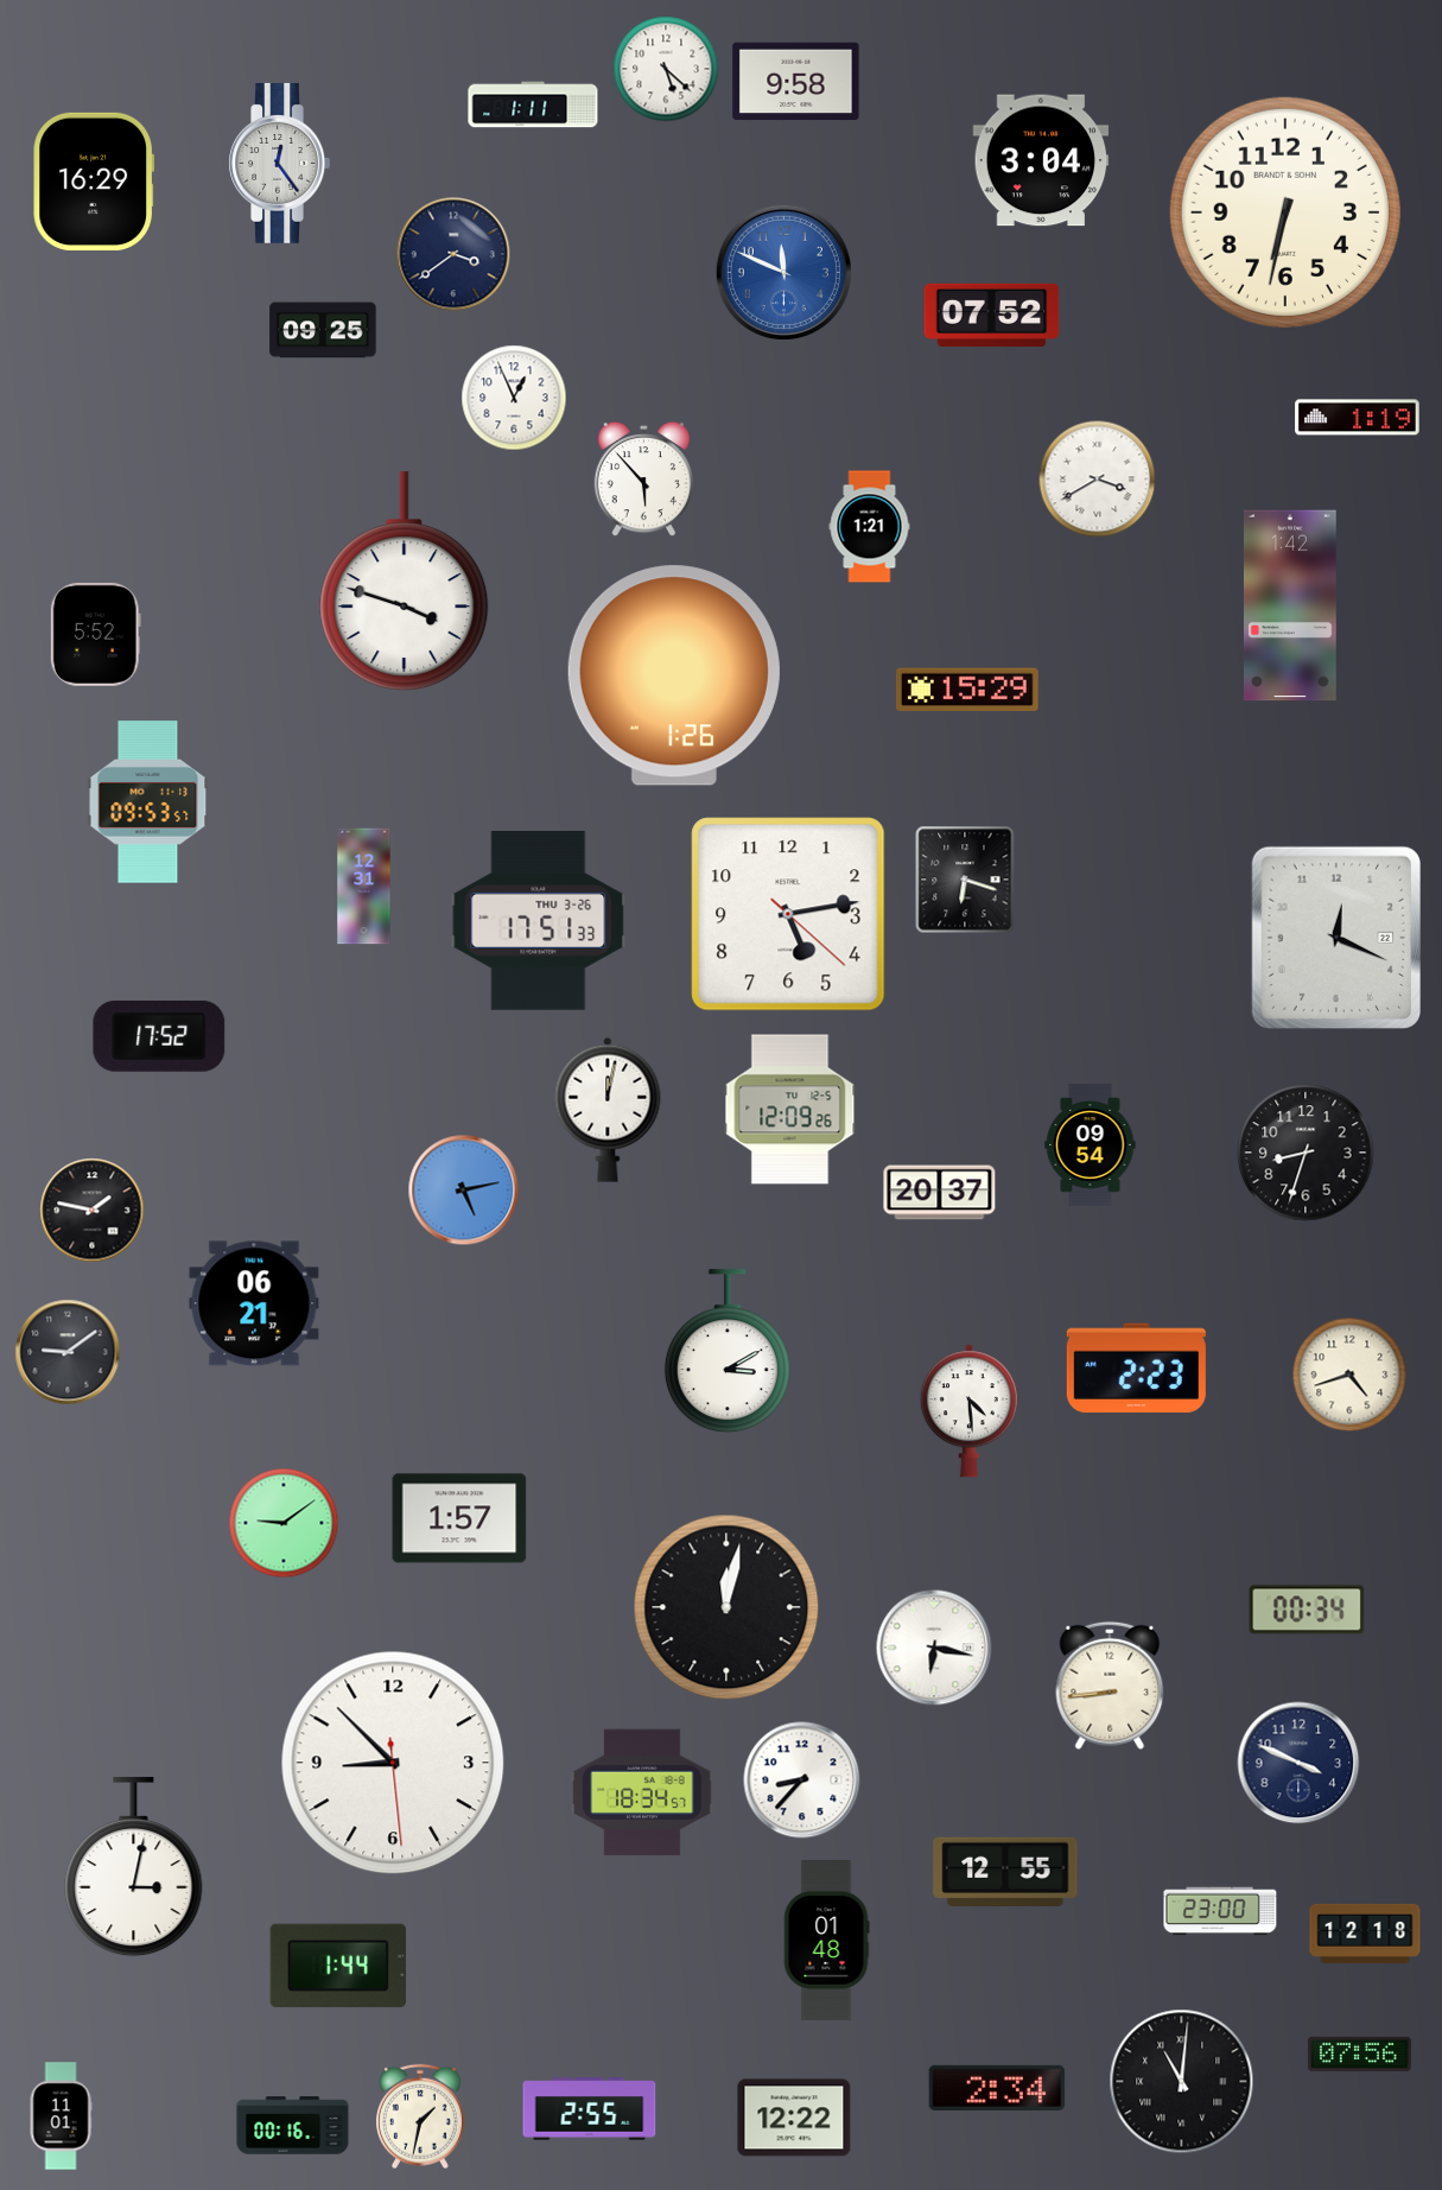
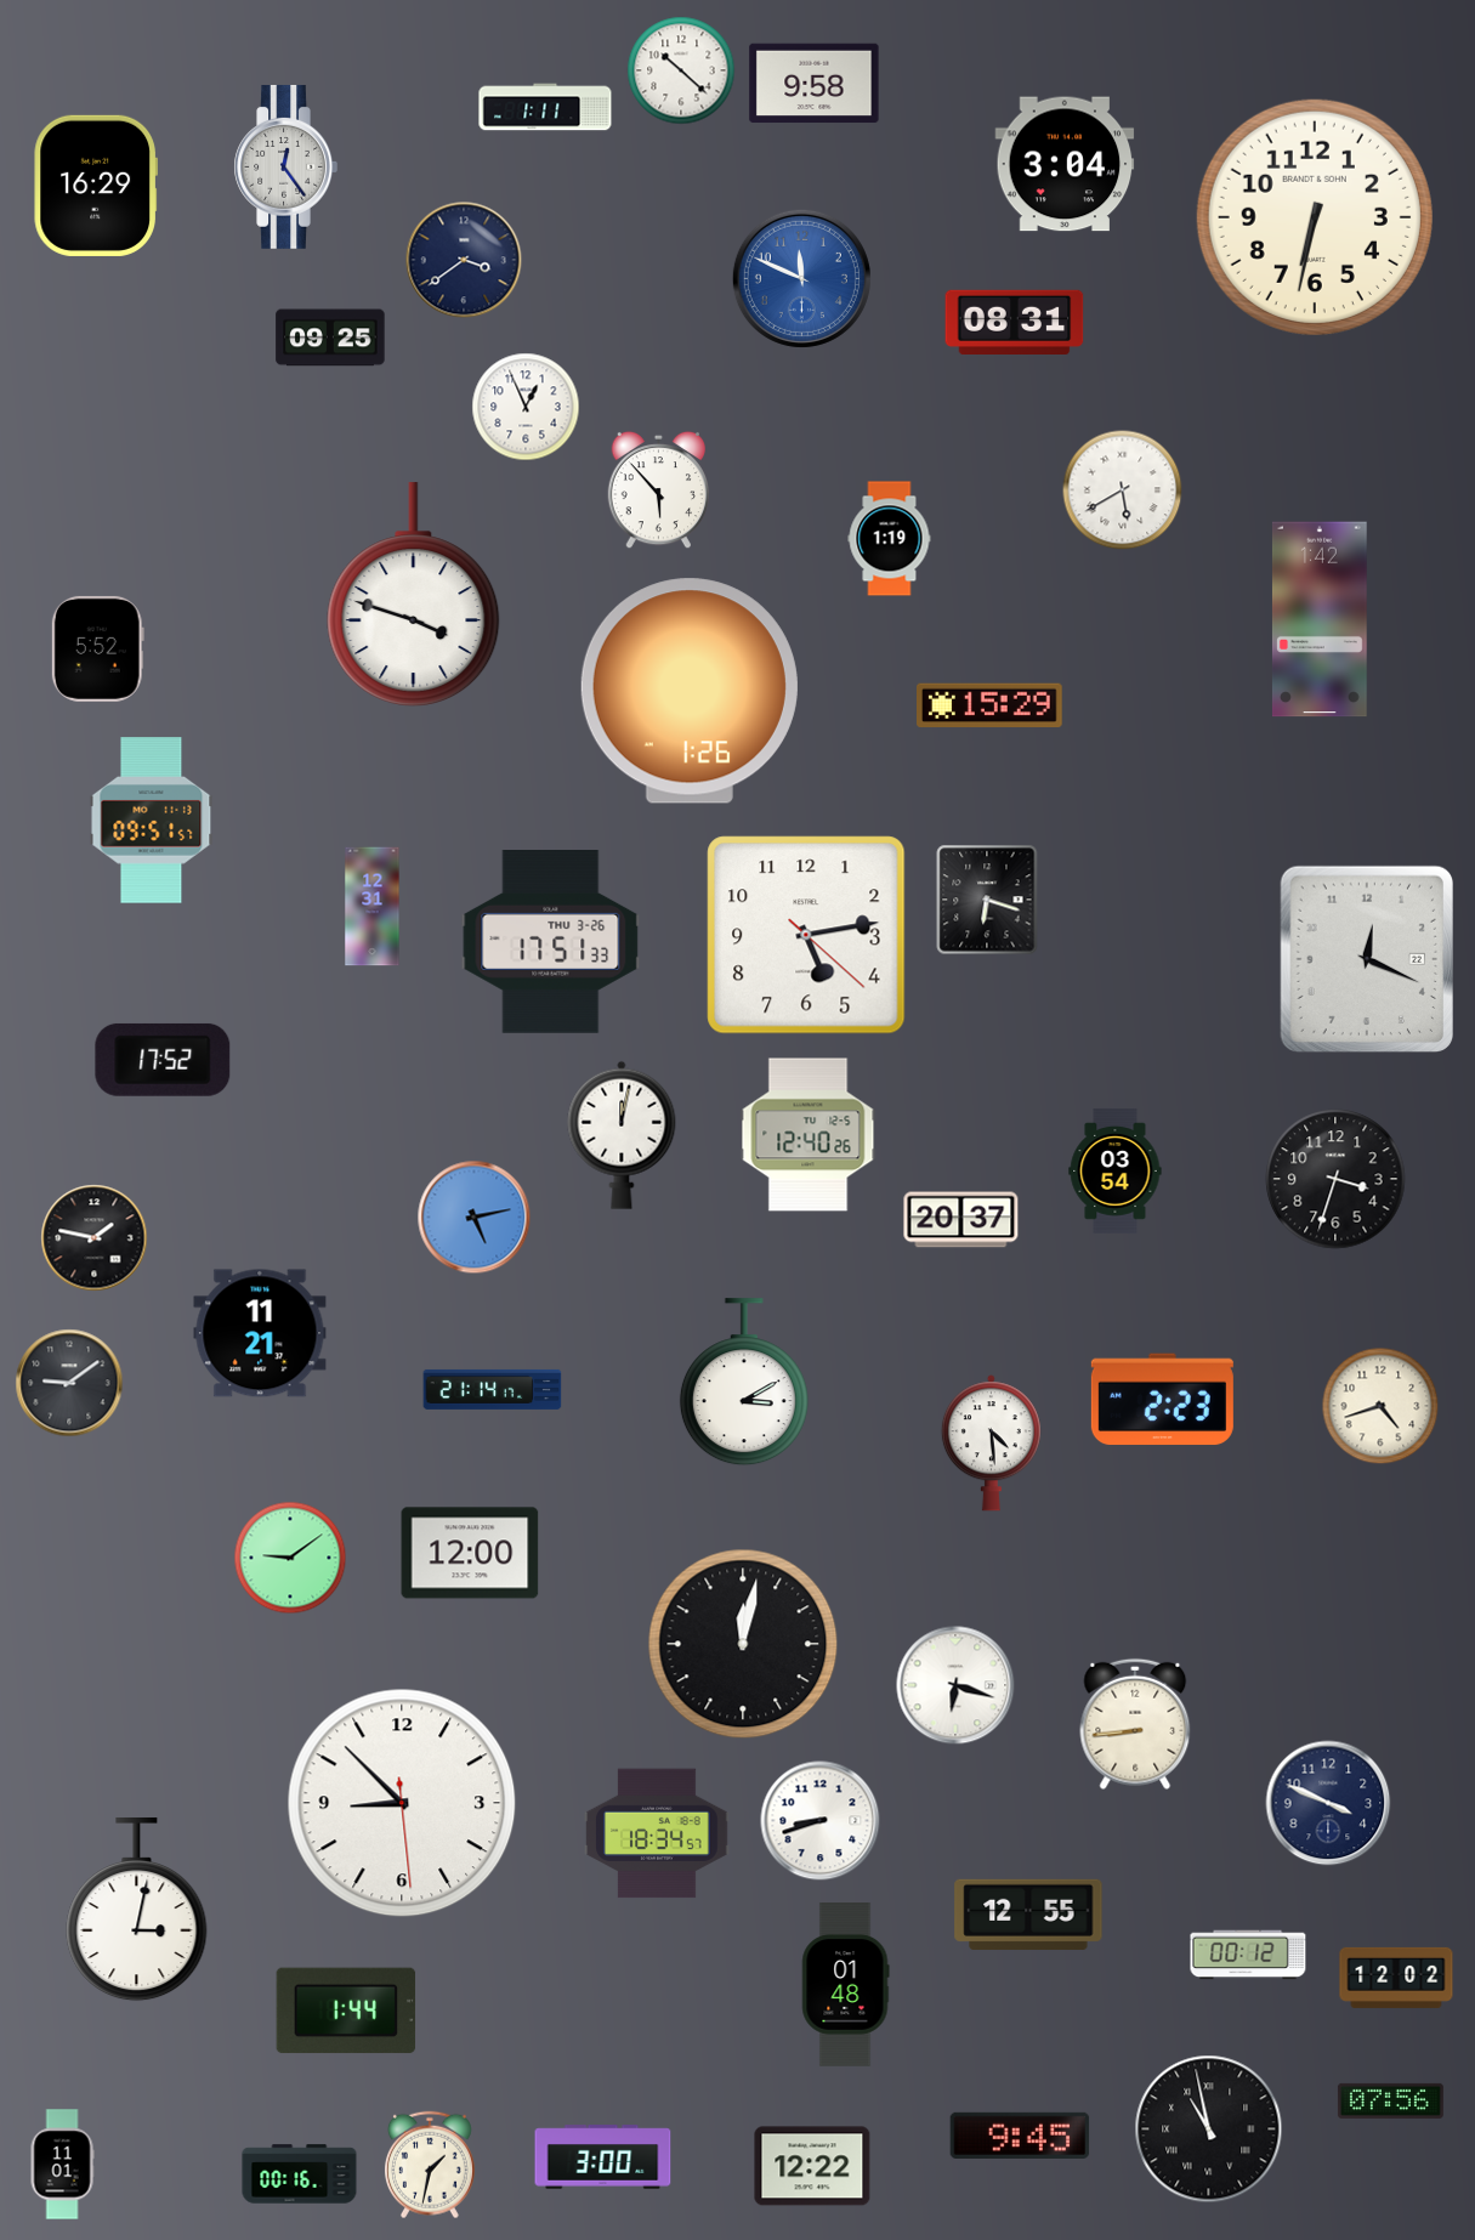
clock at (666, 69): 5:22 -> 10:22
clock at (992, 315): 07:52 -> 08:31
clock at (1358, 418): 1:19 -> none
clock at (1098, 480): 3:40 -> 5:40
clock at (870, 527): 1:21 -> 1:19
clock at (148, 802): 09:53 -> 09:51
clock at (790, 1110): 12:09 -> 12:40
clock at (1091, 1145): 09:54 -> 03:54
clock at (1306, 1153): 8:33 -> 3:33
clock at (254, 1303): 06:21 -> 11:21
clock at (493, 1389): none -> 21:14
clock at (459, 1518): 1:57 -> 12:00
clock at (1307, 1610): 00:34 -> none
clock at (934, 1648): 6:17 -> 6:18
clock at (802, 1780): 8:37 -> 8:42
clock at (1220, 1911): 23:00 -> 00:12
clock at (1365, 1934): 12:18 -> 12:02
clock at (1182, 2082): 11:01 -> 10:58
clock at (997, 2088): 2:34 -> 9:45
clock at (590, 2109): 2:55 -> 3:00
